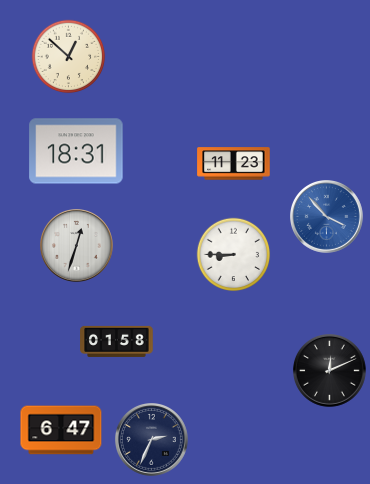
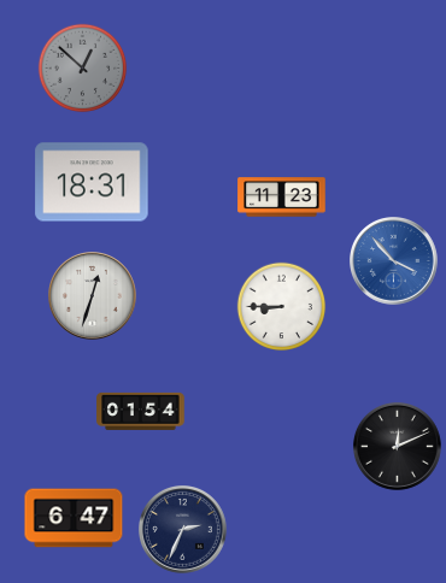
clock at (69, 57) dial: cream -> grey
clock at (117, 341): 01:58 -> 01:54
